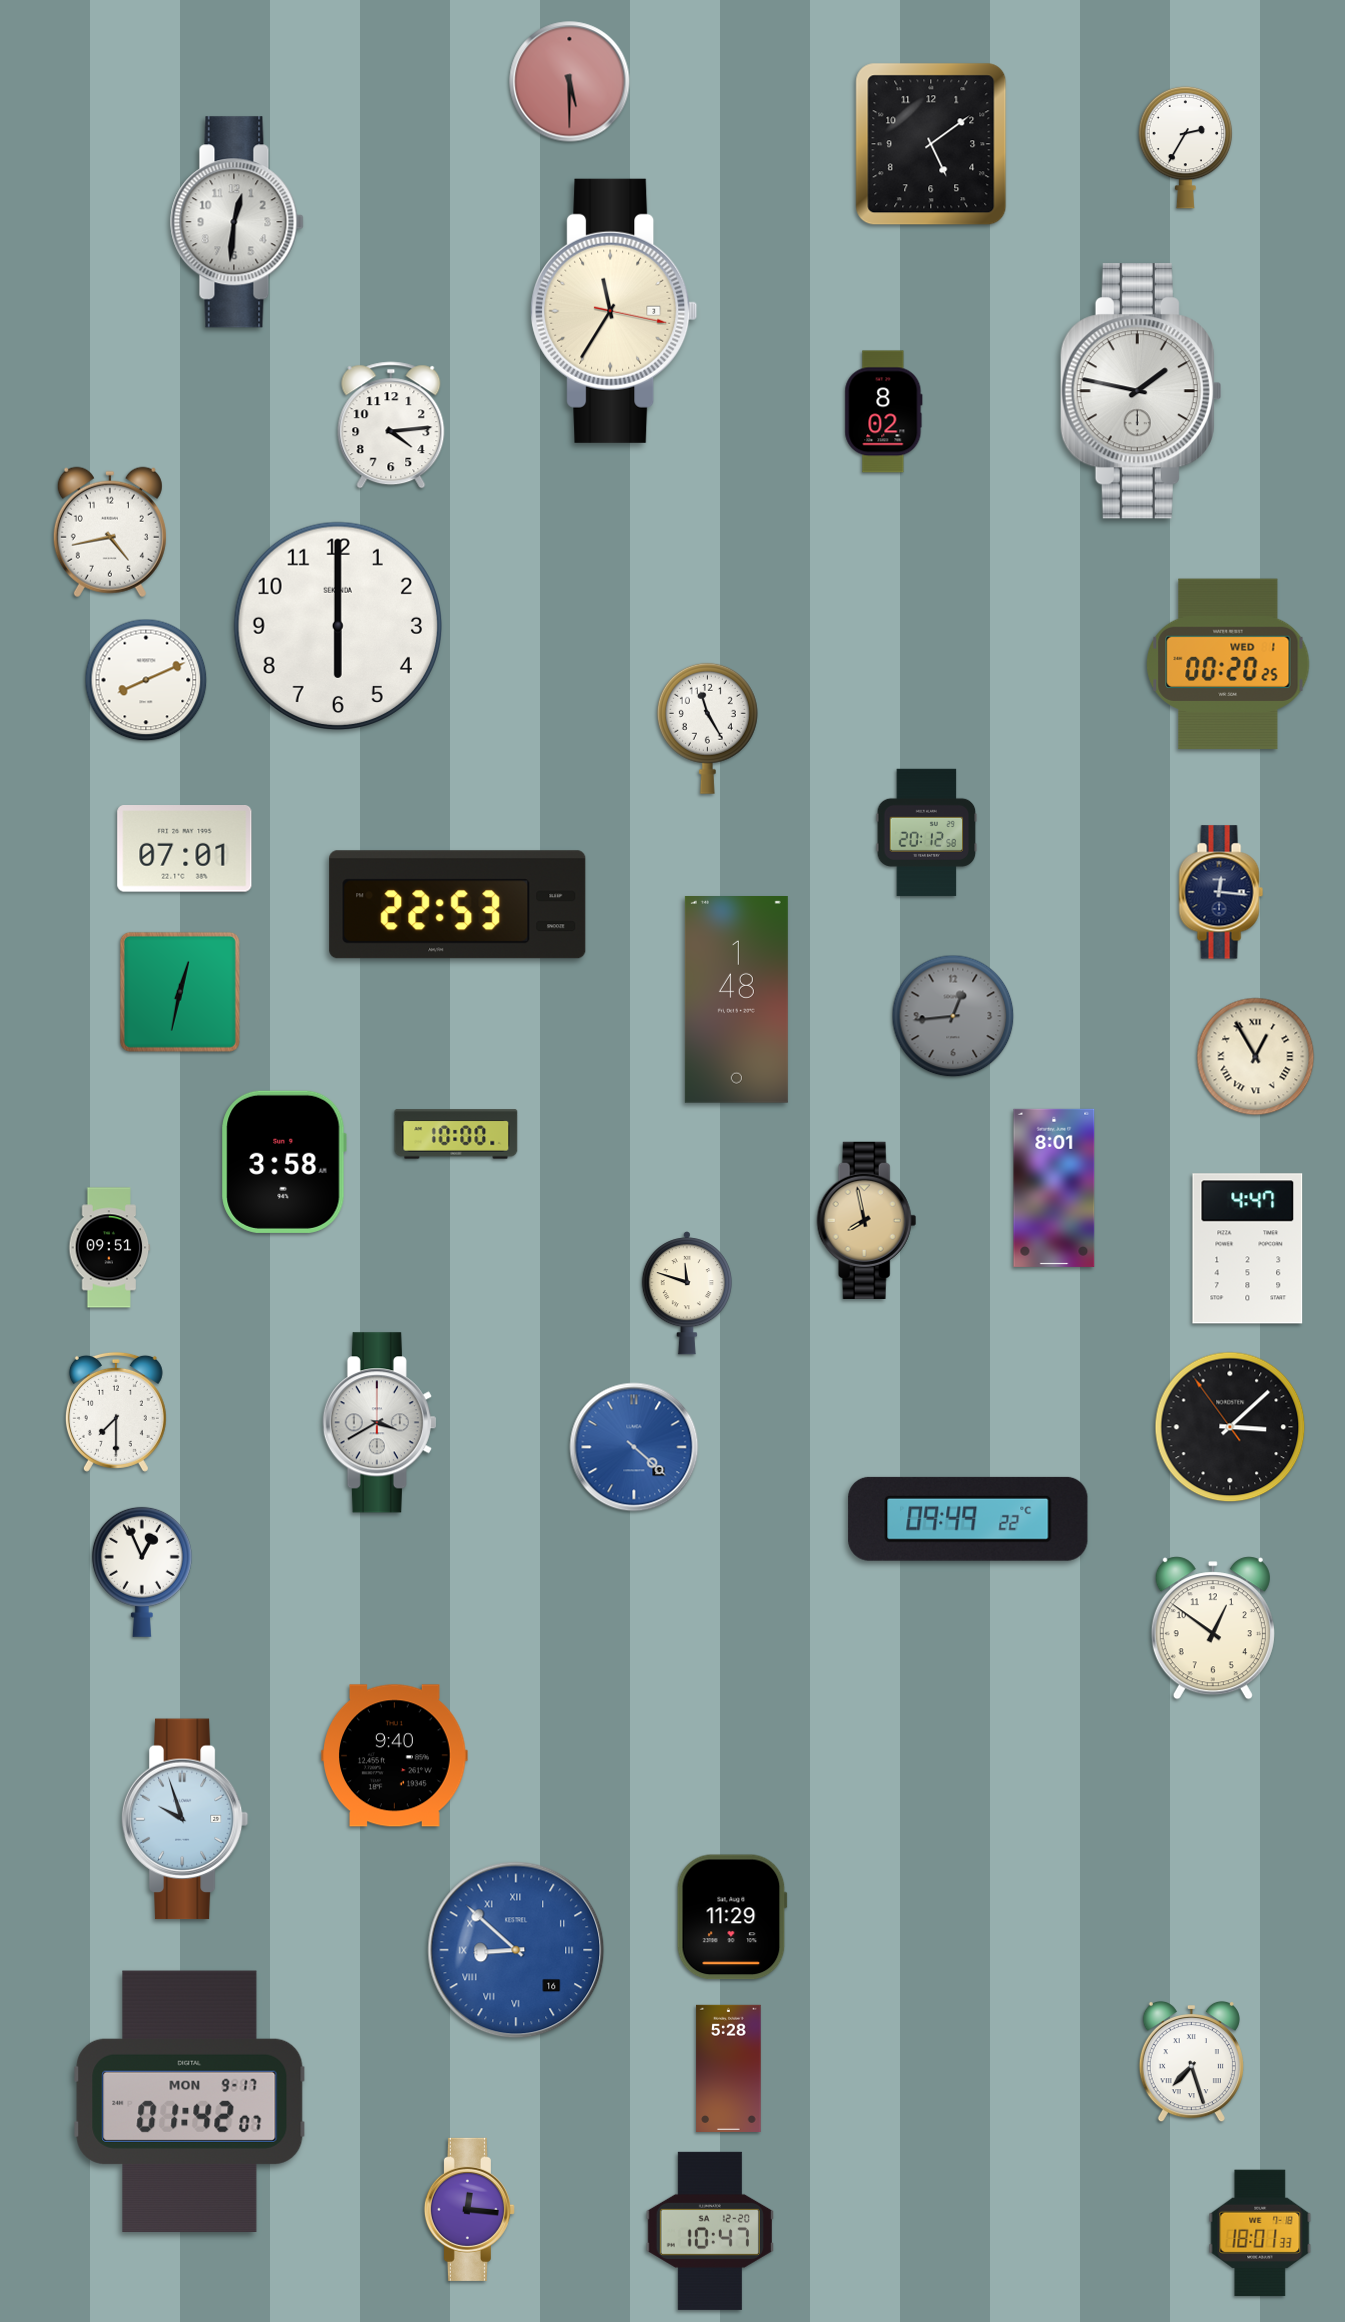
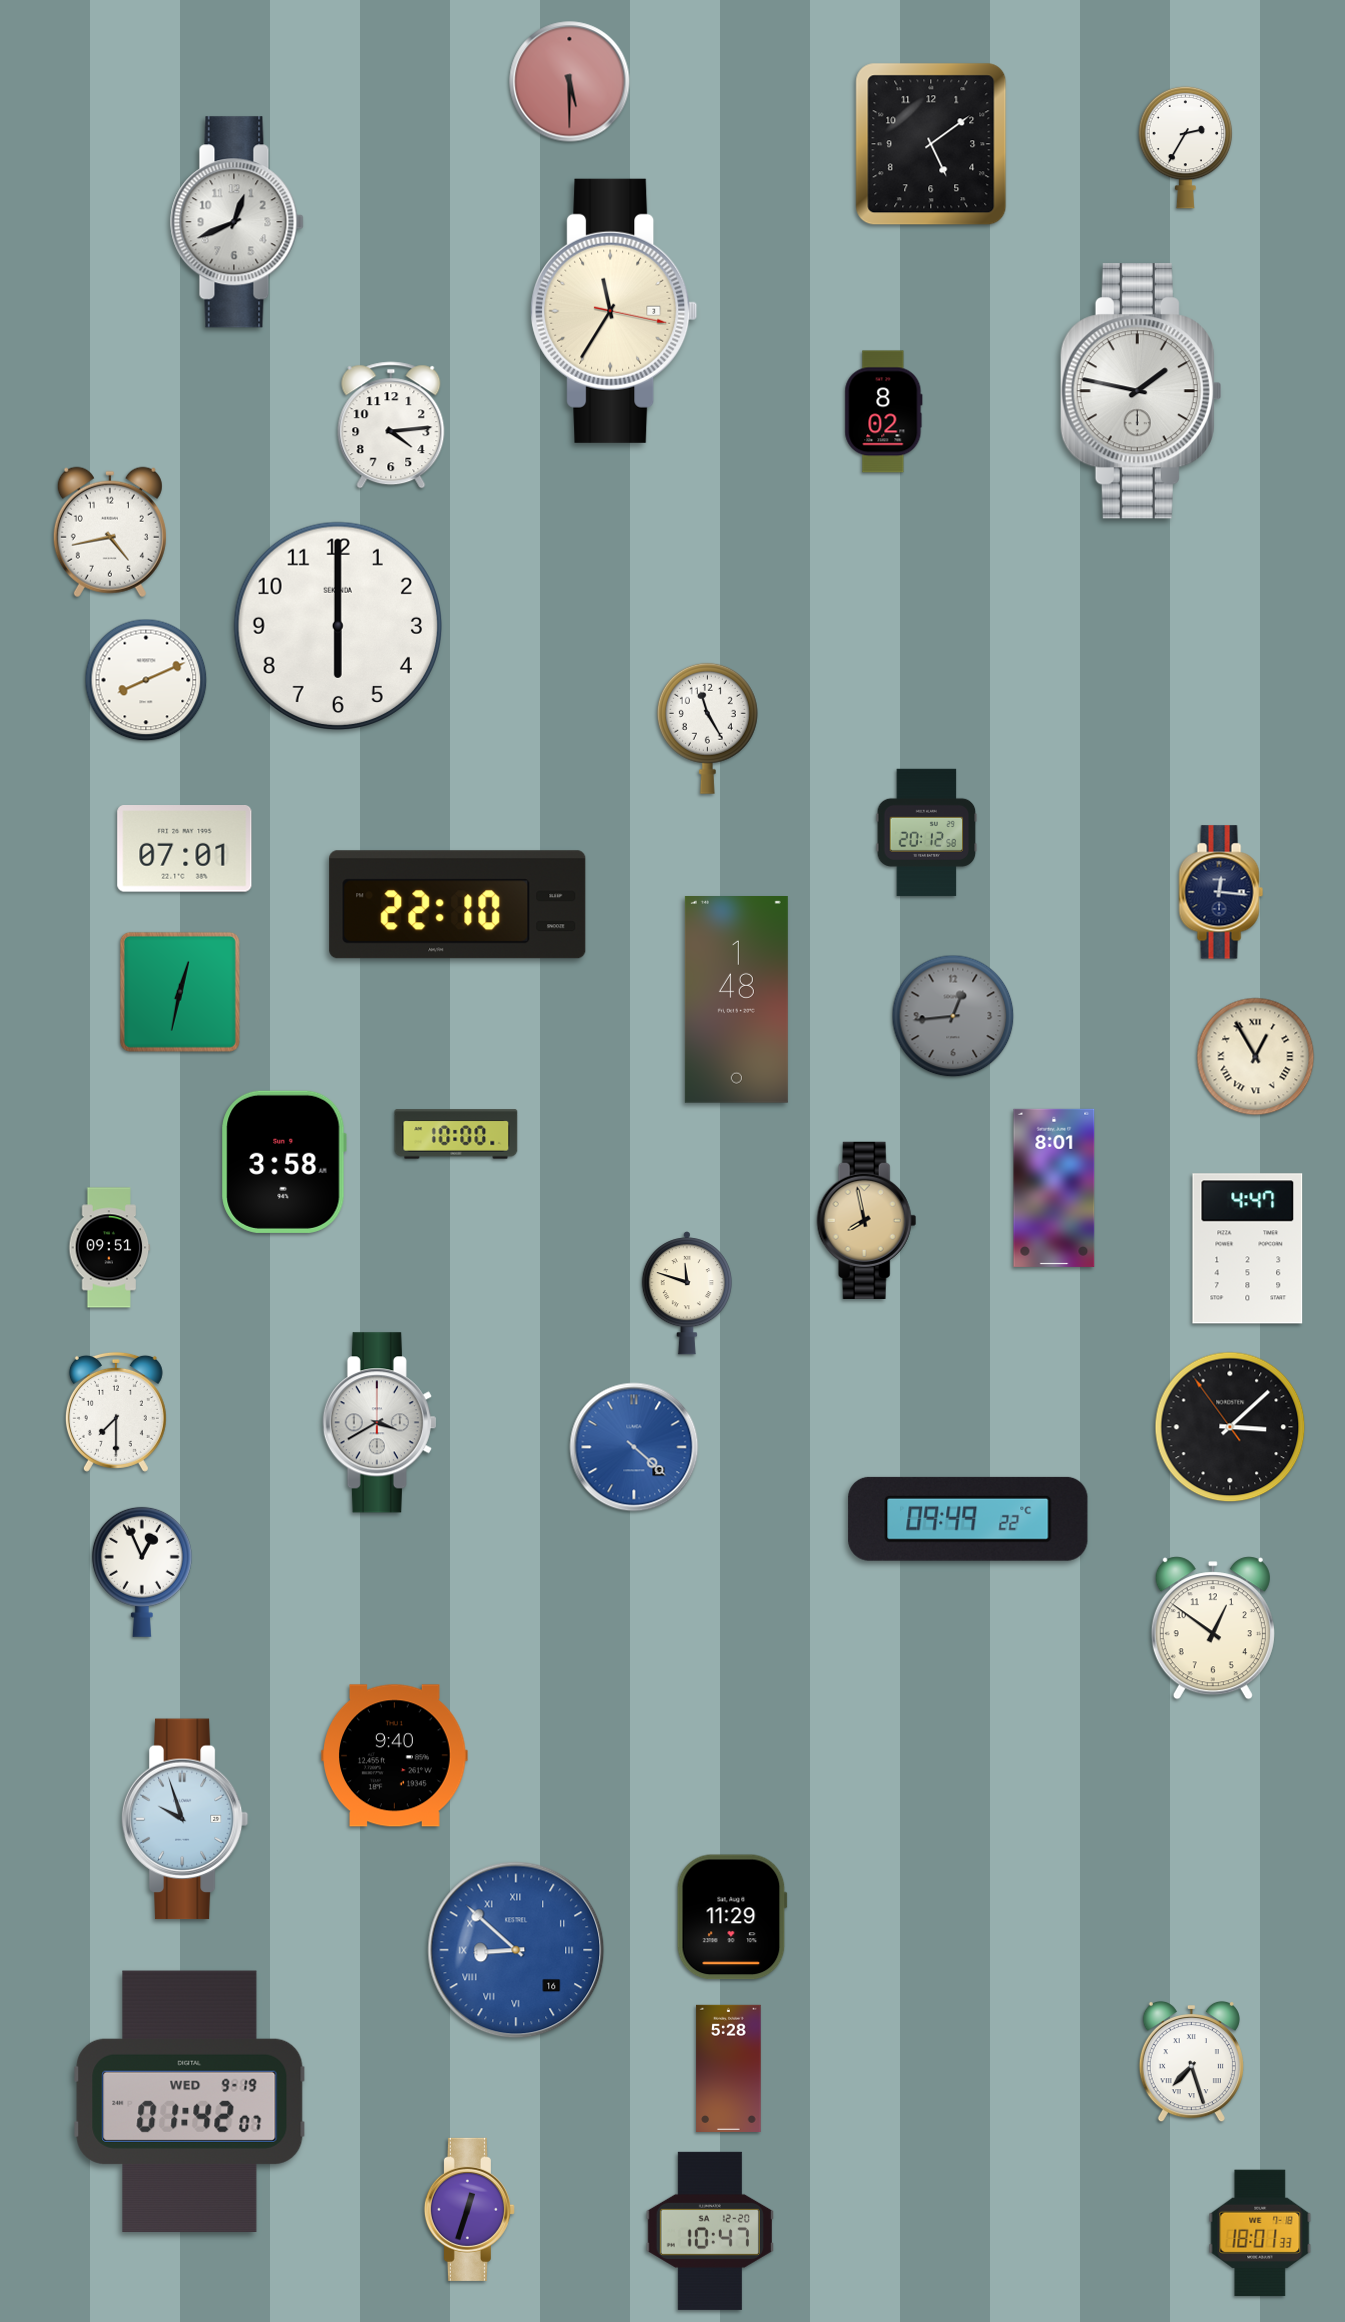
clock at (237, 222): 12:31 -> 12:41
clock at (1228, 664): 00:20 -> none
clock at (458, 905): 22:53 -> 22:10
clock at (190, 2101) date: MON 9-17 -> WED 9-19
clock at (469, 2209): 12:16 -> 12:33
